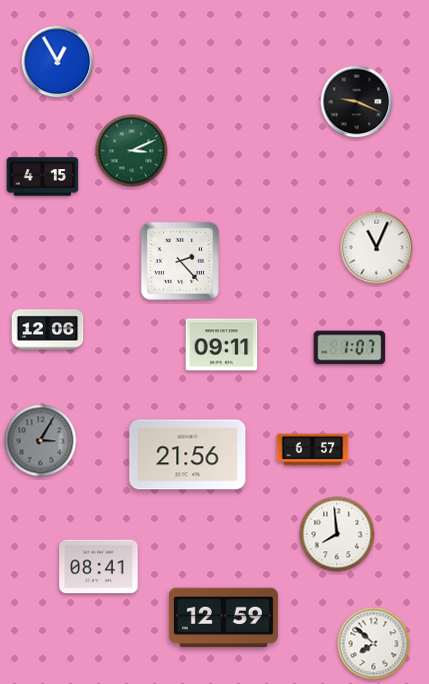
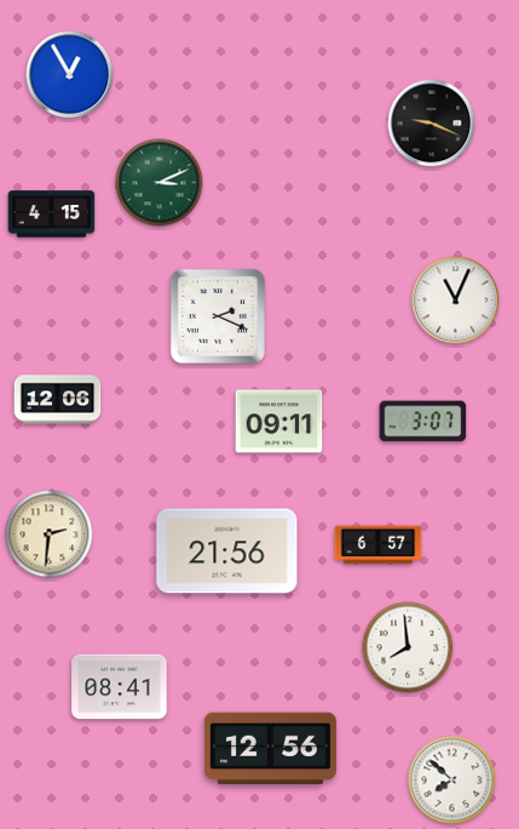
clock at (180, 261): 2:23 -> 2:19
clock at (222, 345) position: (222, 345) -> (279, 422)
clock at (350, 348): 1:07 -> 3:07
clock at (41, 441): 3:05 -> 2:31
clock at (41, 441) dial: grey -> cream
clock at (223, 618): 12:59 -> 12:56
